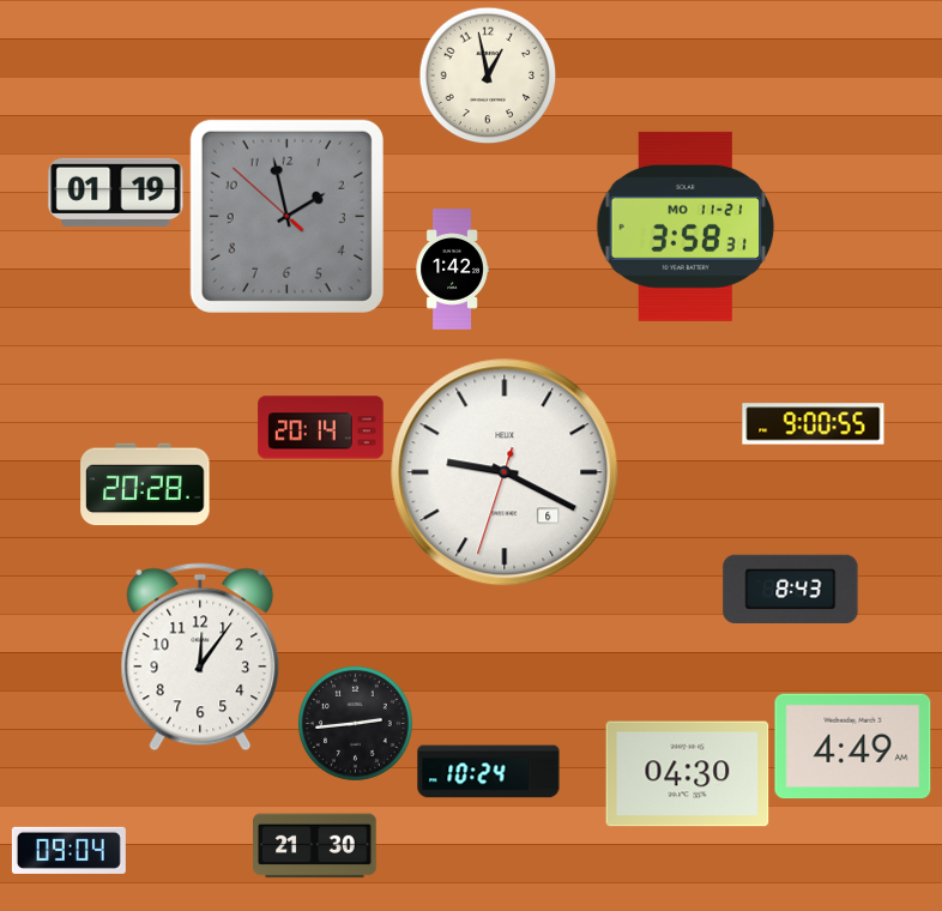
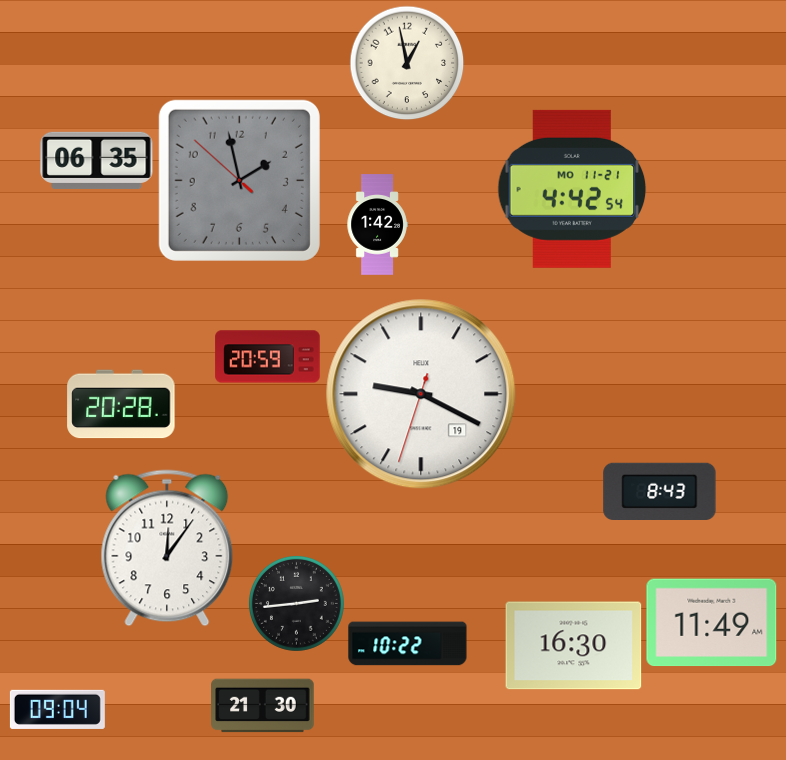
clock at (116, 192): 01:19 -> 06:35
clock at (686, 227): 3:58 -> 4:42
clock at (814, 424): 9:00 -> none
clock at (321, 428): 20:14 -> 20:59
clock at (505, 472) date: 6 -> 19
clock at (853, 747): 4:49 -> 11:49
clock at (489, 772): 10:24 -> 10:22
clock at (688, 774): 04:30 -> 16:30
